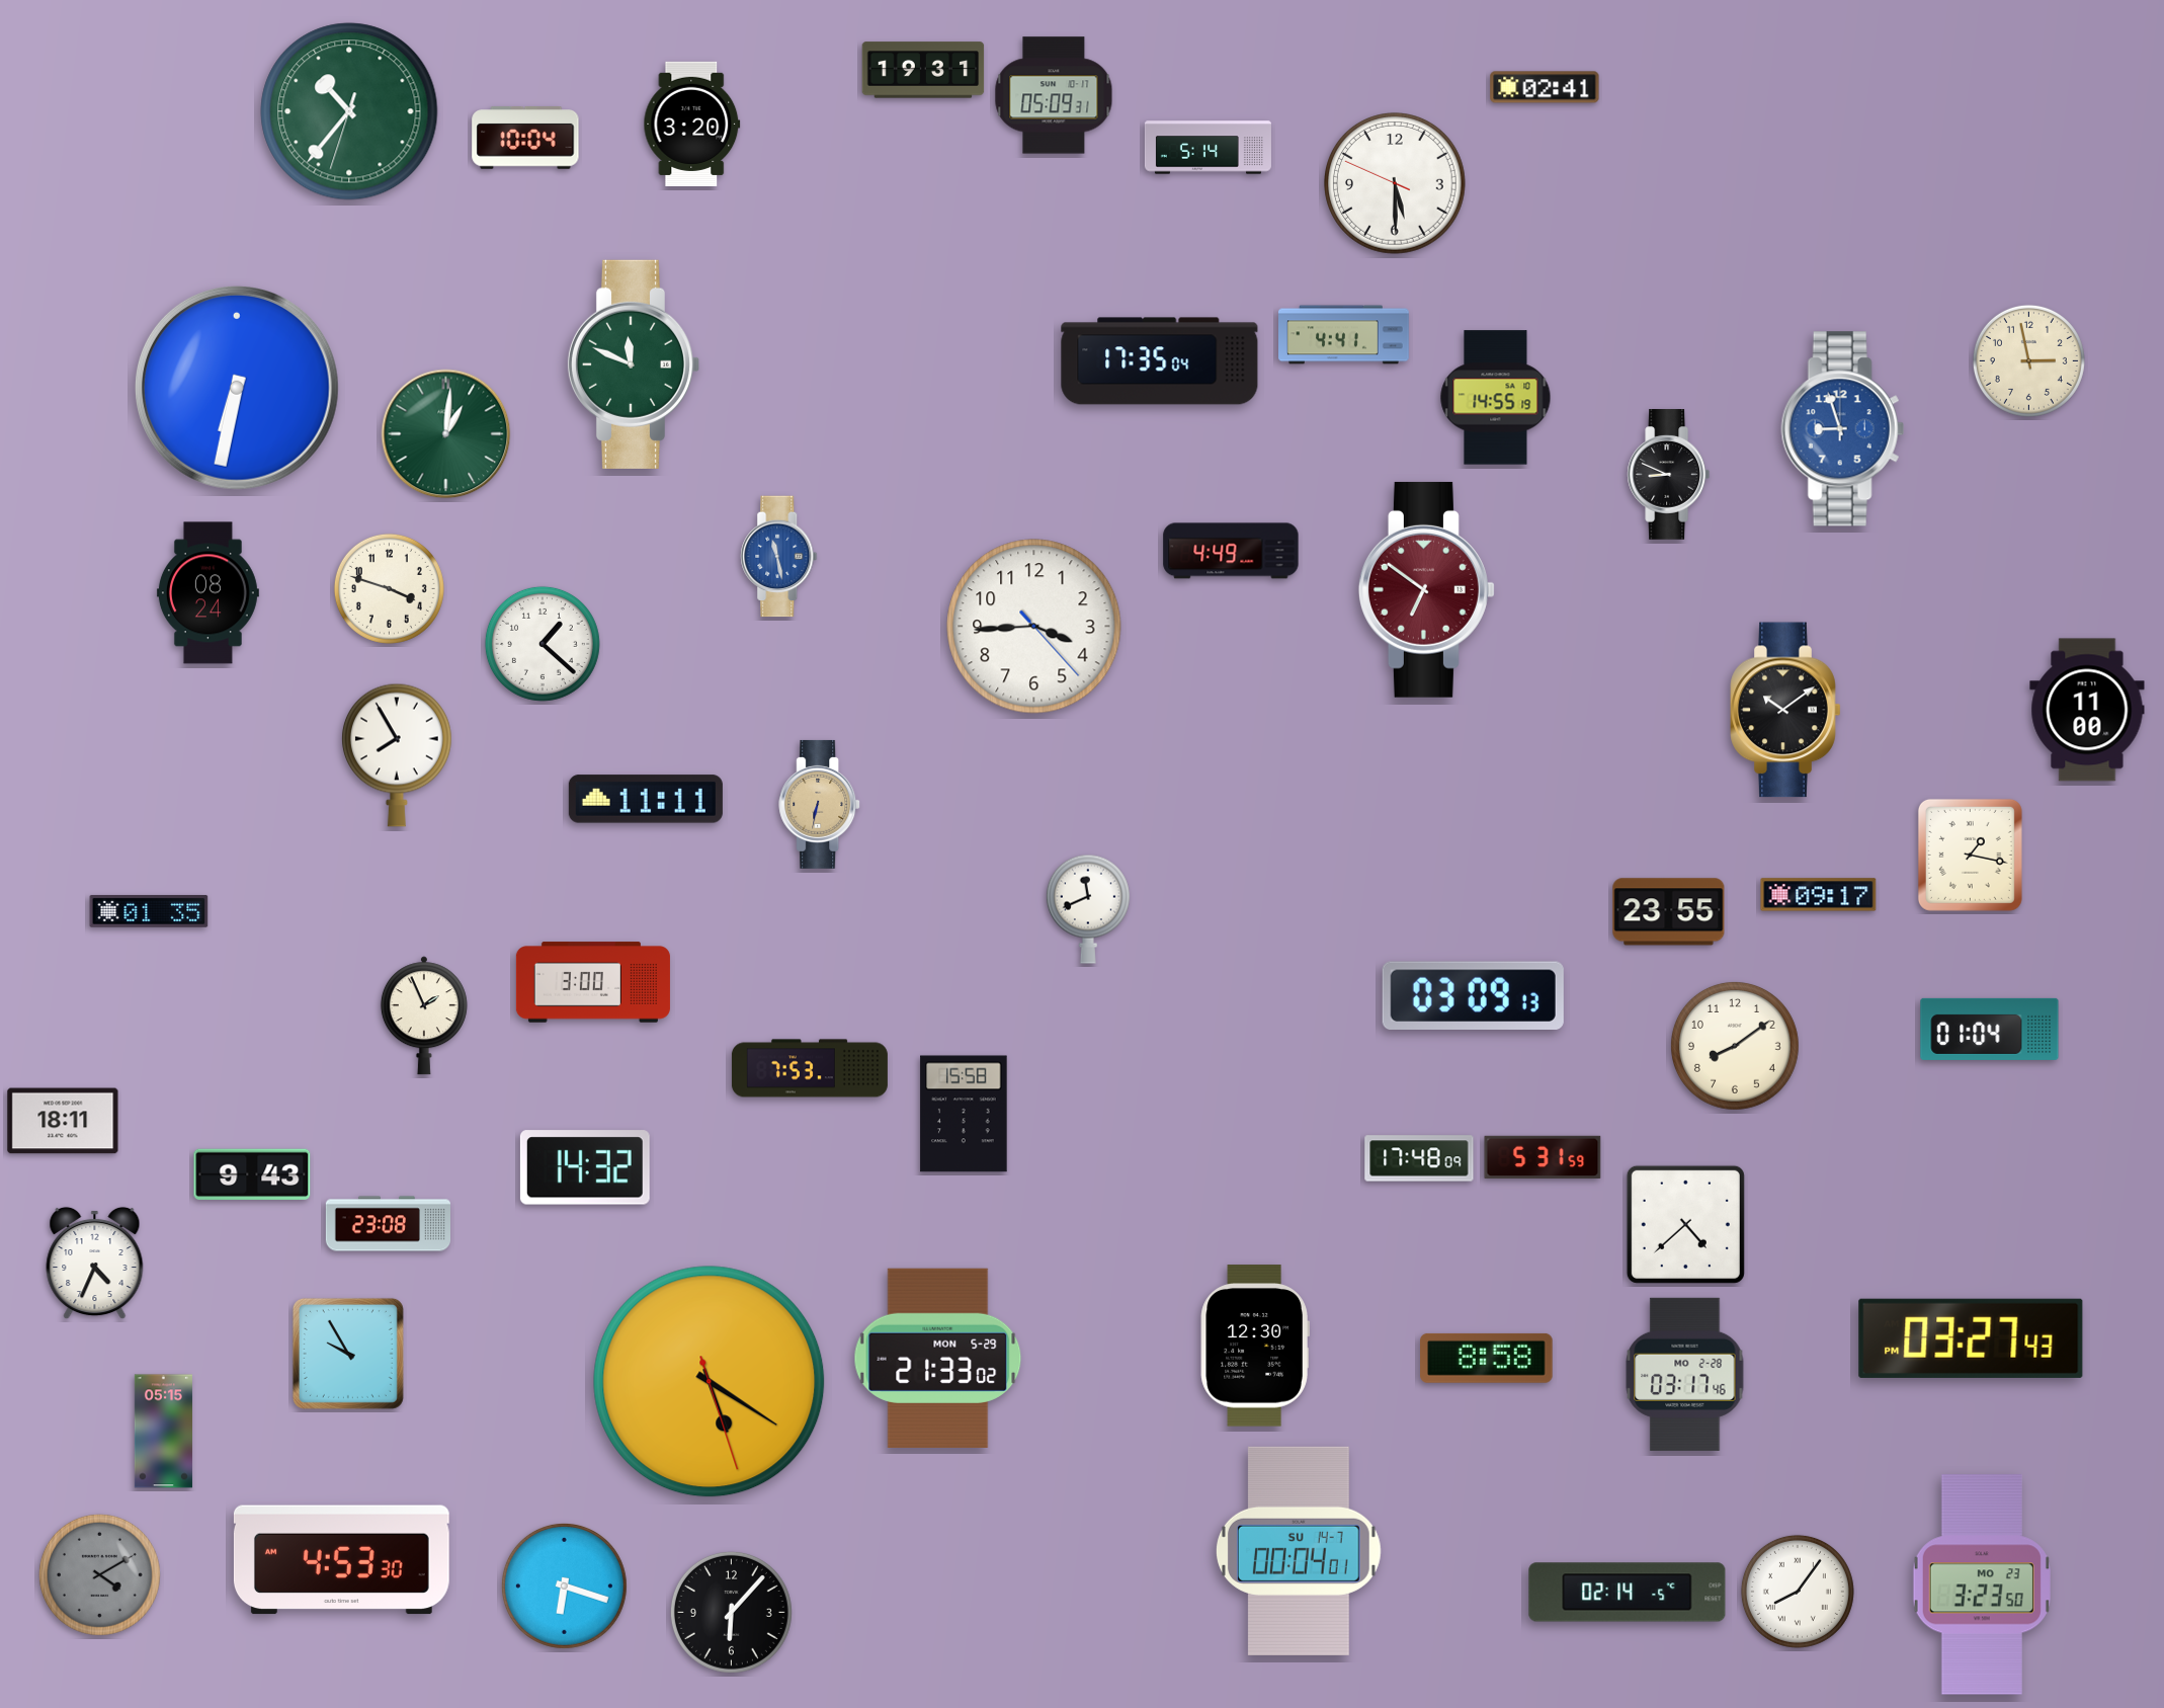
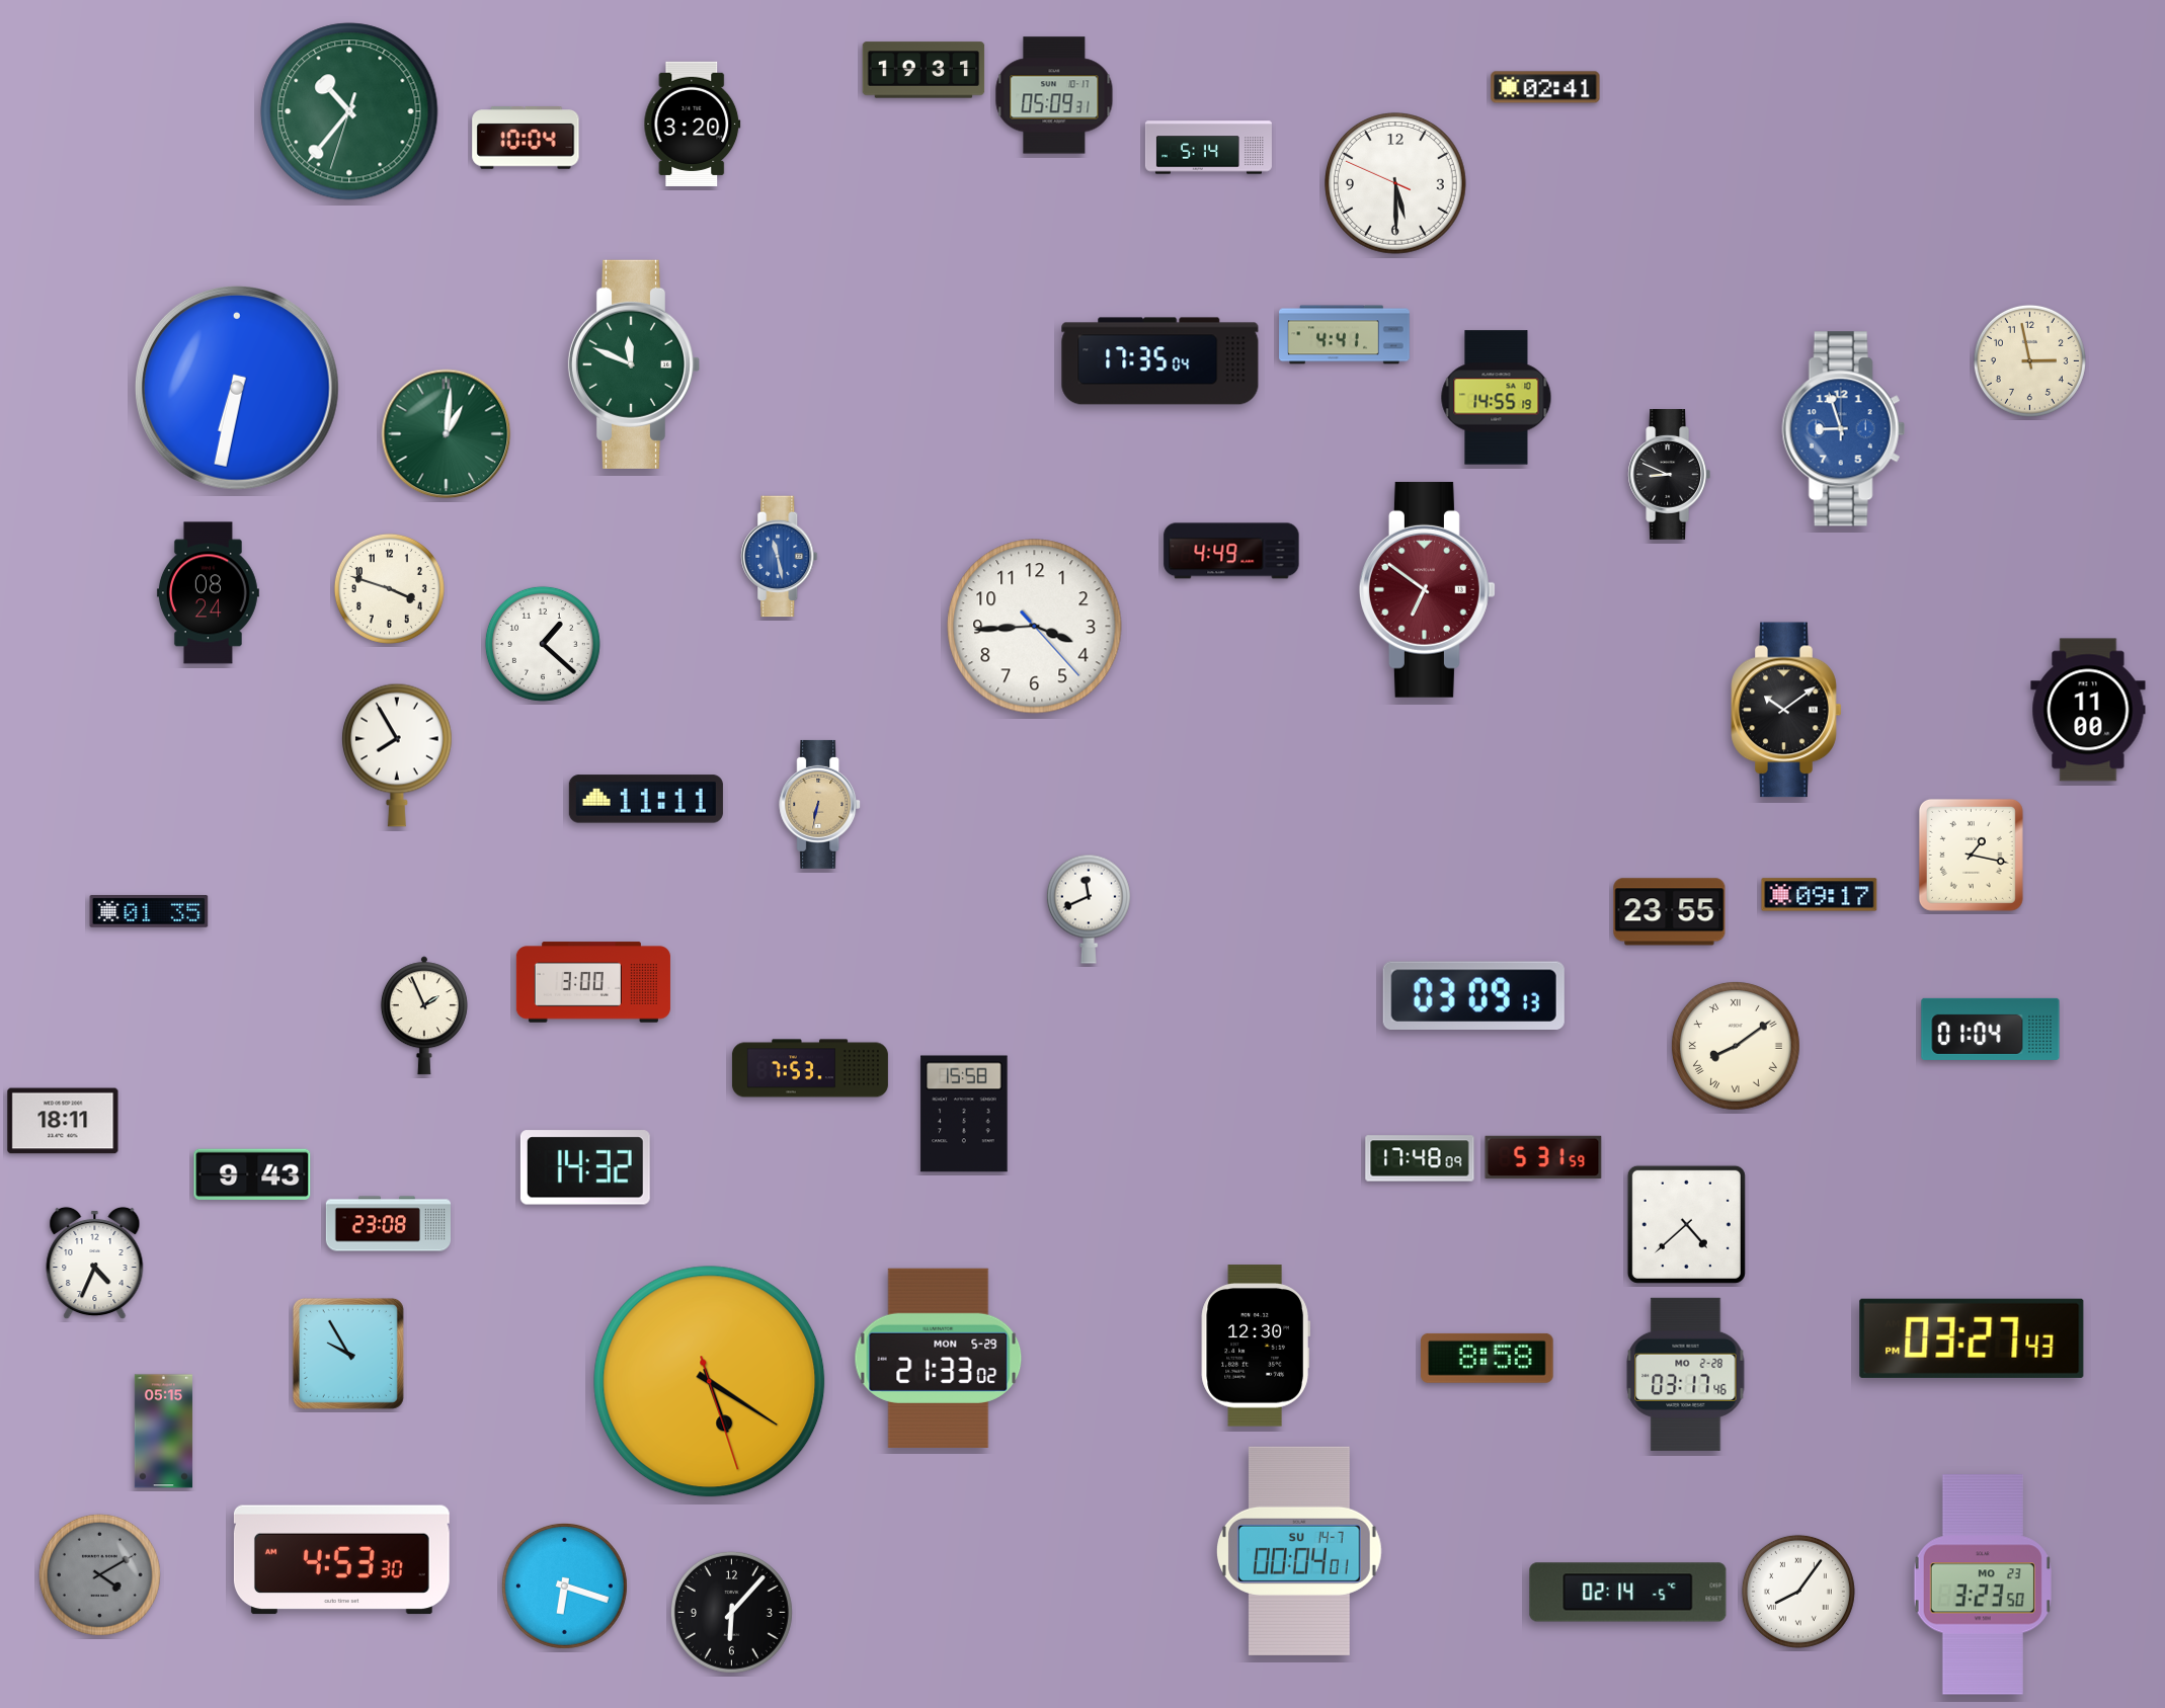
clock at (1735, 1046) numerals: Arabic -> Roman
